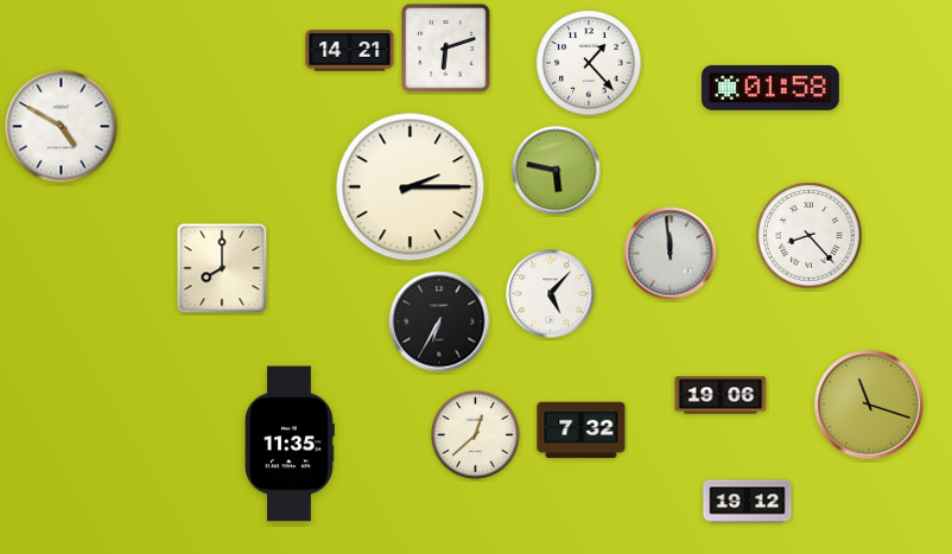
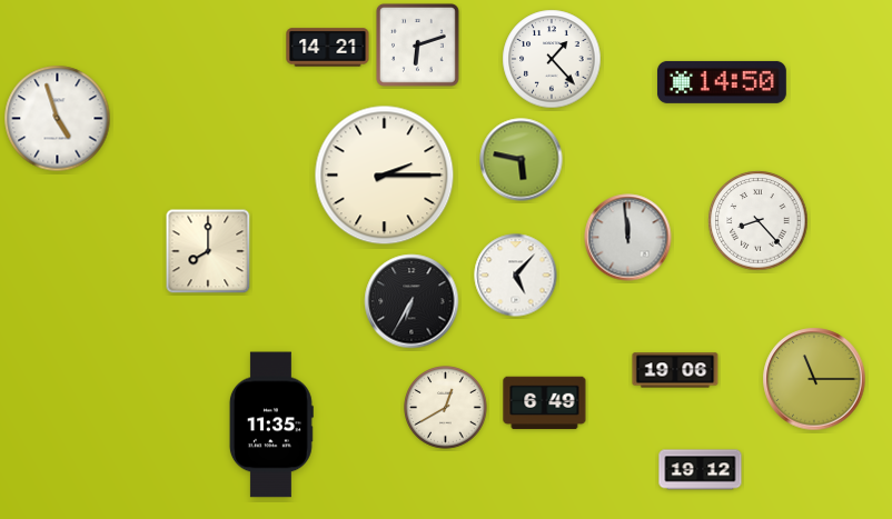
clock at (770, 88): 01:58 -> 14:50
clock at (62, 127): 4:50 -> 4:57
clock at (869, 405): 11:18 -> 11:15
clock at (582, 431): 7:32 -> 6:49
clock at (476, 435): 12:38 -> 12:40
clock at (290, 444) position: (290, 444) -> (271, 425)
